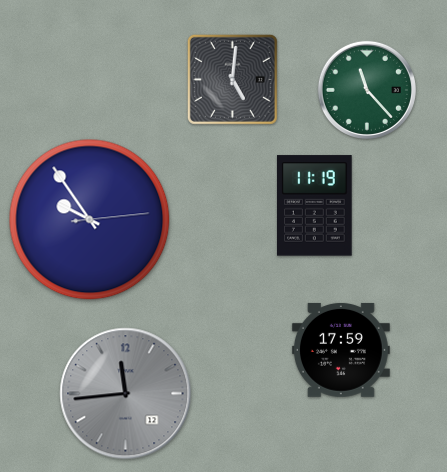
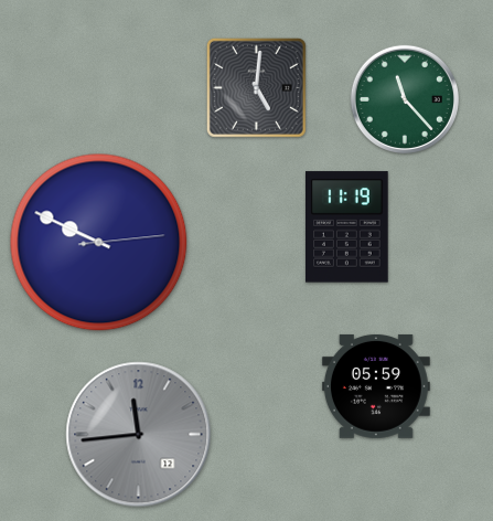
clock at (90, 220): 9:54 -> 9:49
clock at (341, 350): 17:59 -> 05:59
